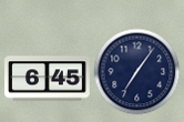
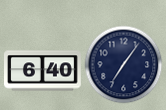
clock at (48, 79): 6:45 -> 6:40
